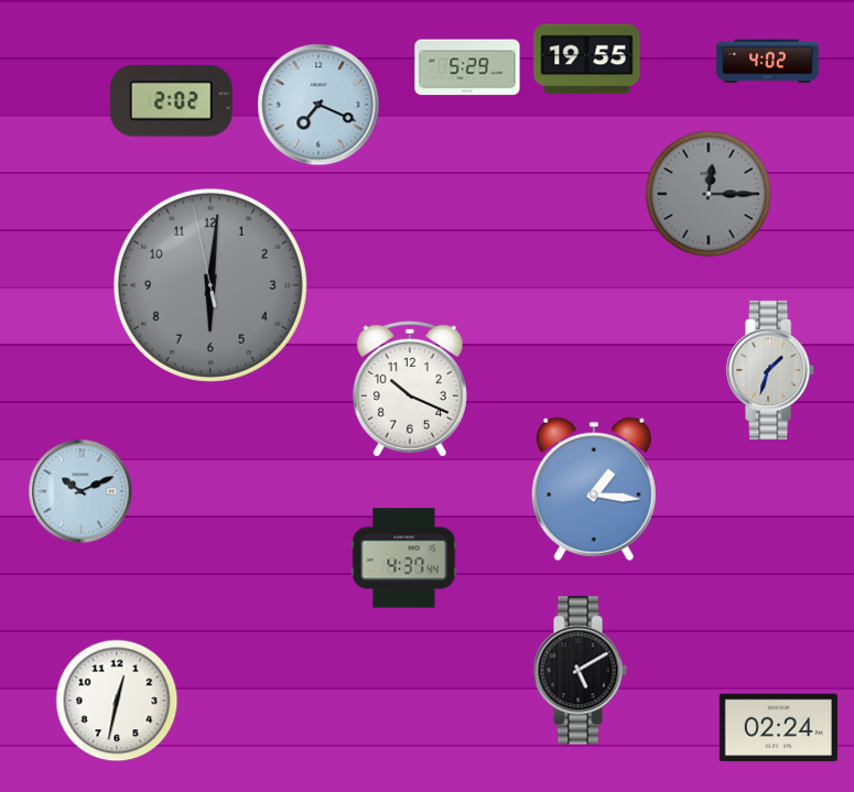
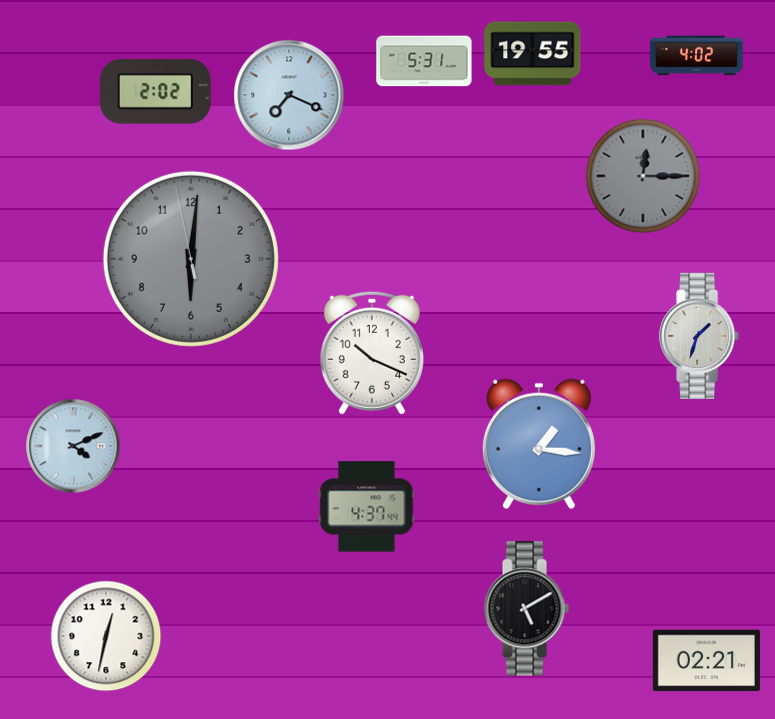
clock at (467, 67): 5:29 -> 5:31
clock at (80, 491): 10:11 -> 4:11
clock at (778, 728): 02:24 -> 02:21
